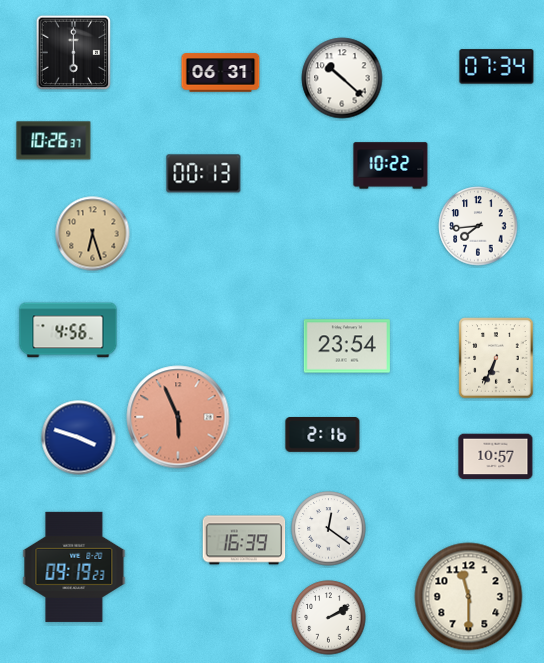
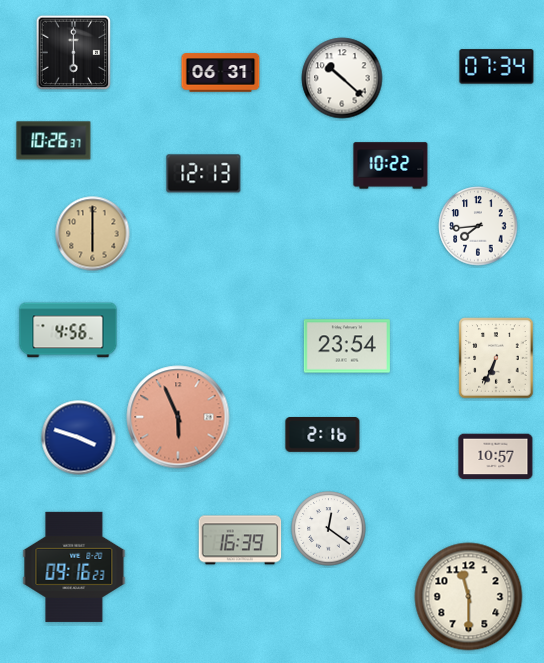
clock at (204, 174): 00:13 -> 12:13
clock at (93, 234): 6:27 -> 6:00
clock at (244, 540) position: (244, 540) -> (240, 540)
clock at (74, 567): 09:19 -> 09:16
clock at (329, 618): 2:10 -> none
